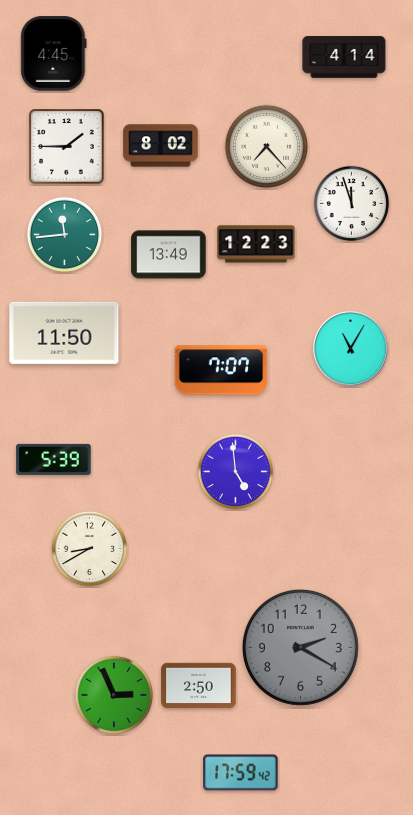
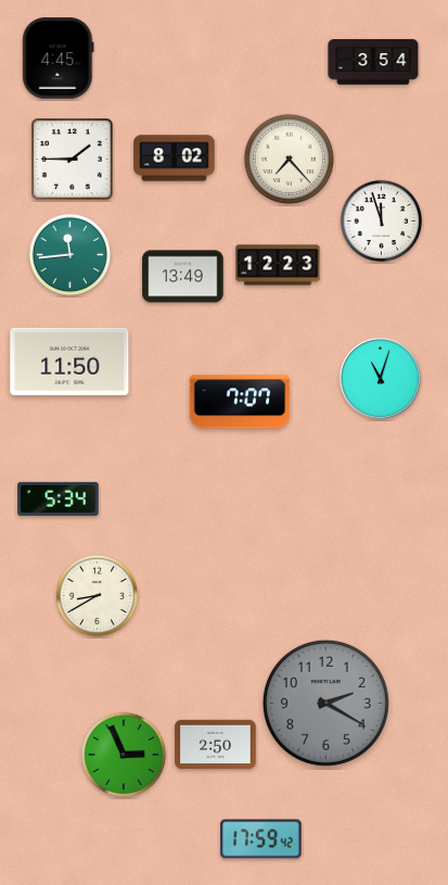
clock at (344, 57): 4:14 -> 3:54
clock at (350, 348): 11:05 -> 11:03
clock at (54, 459): 5:39 -> 5:34
clock at (236, 472): 4:59 -> none
